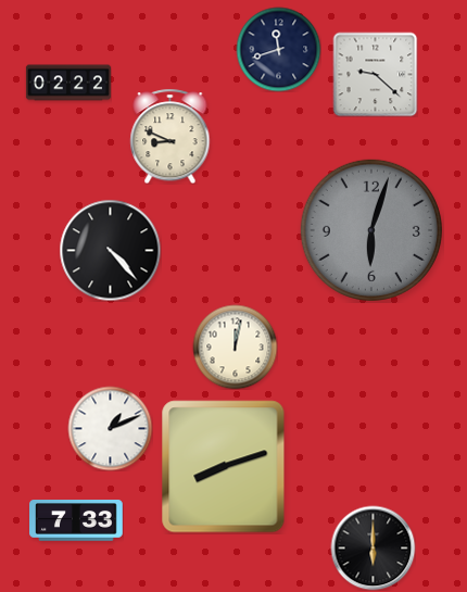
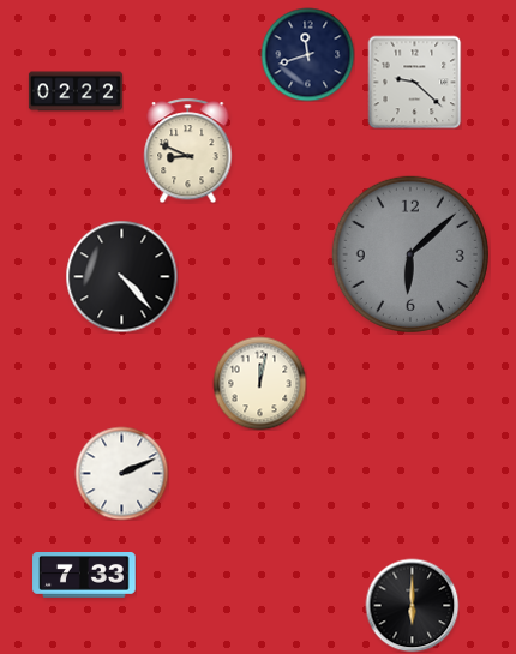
clock at (371, 230): 6:03 -> 6:08
clock at (110, 428): 1:11 -> 2:11
clock at (224, 467): 8:12 -> none
